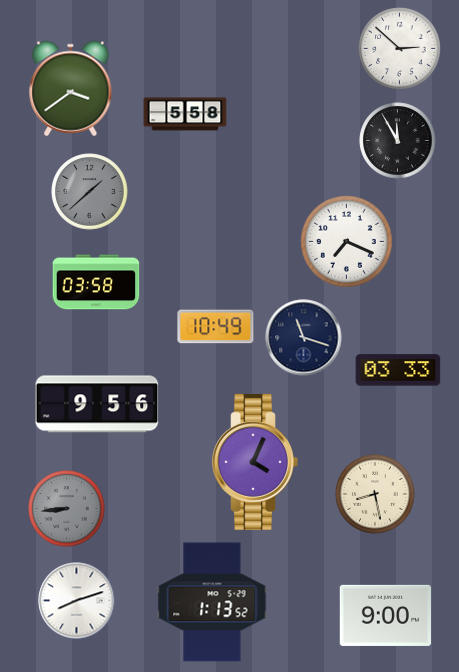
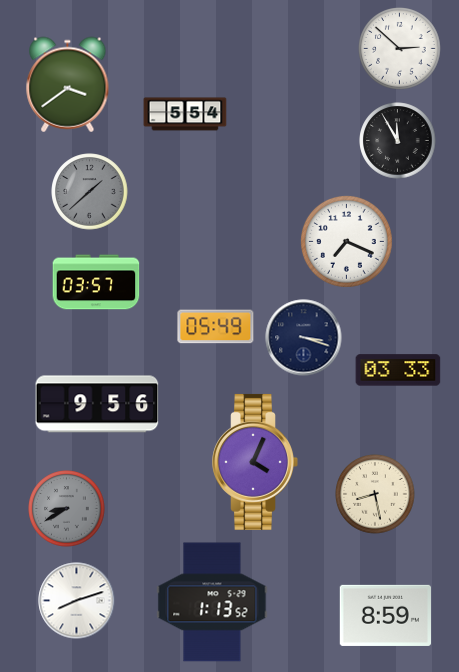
clock at (71, 89) position: (71, 89) -> (68, 85)
clock at (185, 114): 5:58 -> 5:54
clock at (96, 282): 03:58 -> 03:57
clock at (216, 327): 10:49 -> 05:49
clock at (304, 338): 11:18 -> 3:18
clock at (67, 509): 8:44 -> 8:40
clock at (385, 615): 9:00 -> 8:59
